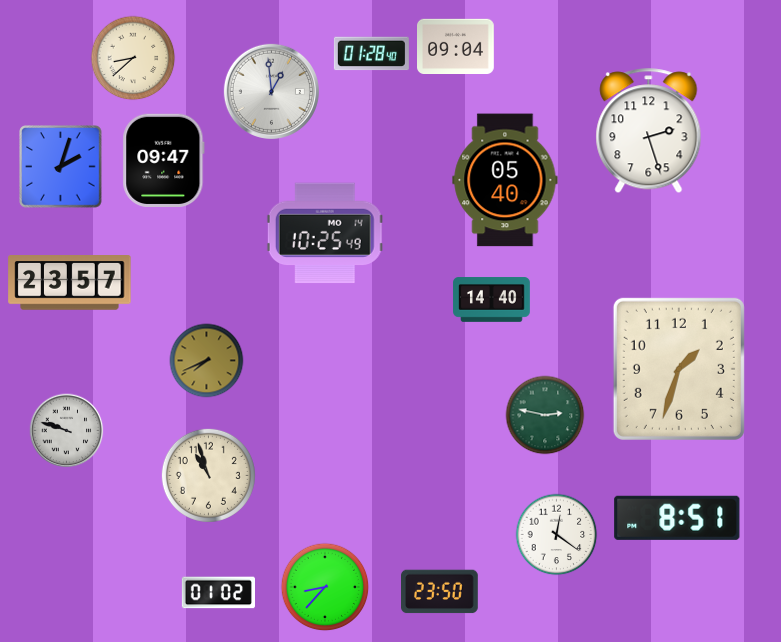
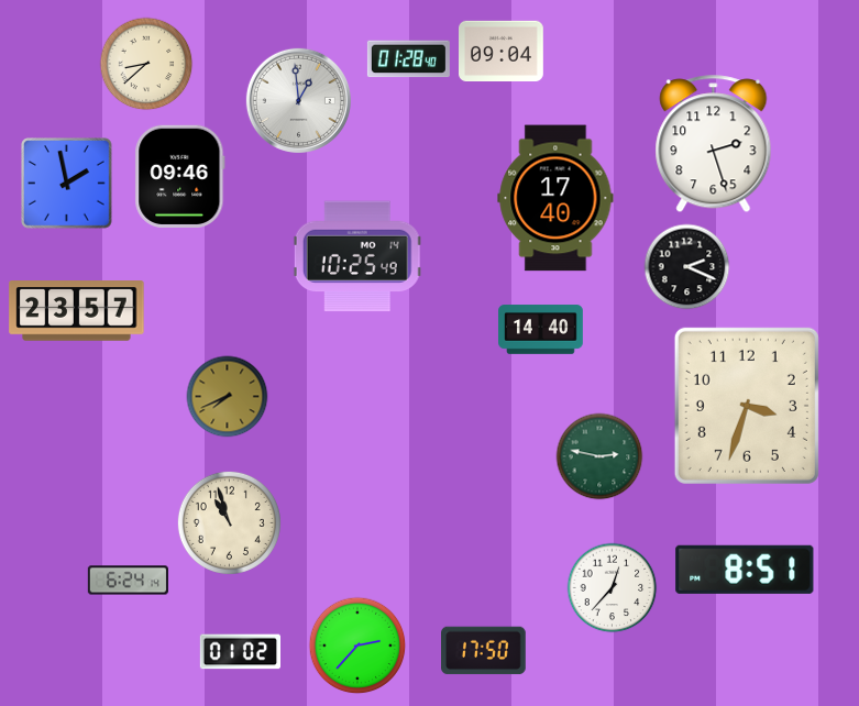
clock at (164, 161): 09:47 -> 09:46
clock at (61, 167): 2:03 -> 1:58
clock at (505, 180): 05:40 -> 17:40
clock at (687, 267): none -> 2:19
clock at (679, 369): 1:33 -> 3:33
clock at (67, 431): 9:48 -> none
clock at (128, 581): none -> 6:24
clock at (557, 535): 12:21 -> 12:37
clock at (325, 587): 8:37 -> 2:37
clock at (440, 592): 23:50 -> 17:50
